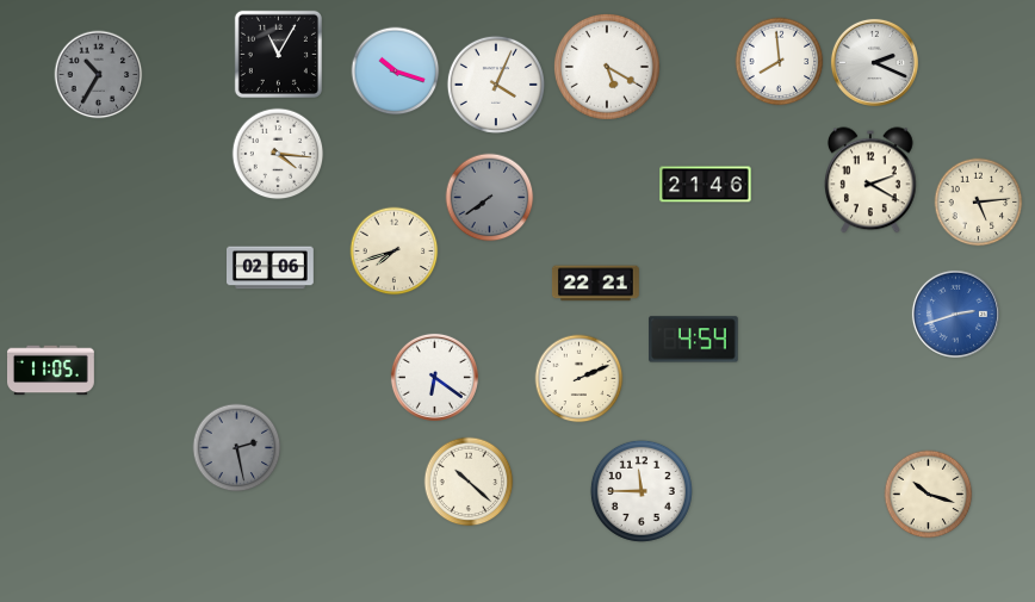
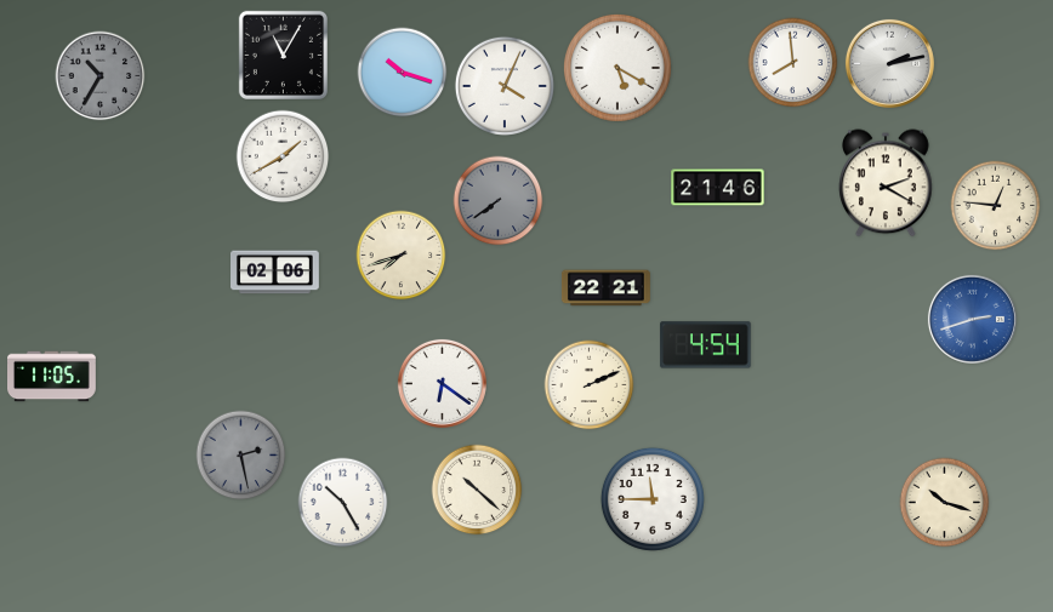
clock at (874, 62): 2:19 -> 2:13
clock at (278, 154): 4:16 -> 1:40
clock at (979, 203): 5:14 -> 12:46
clock at (343, 503): none -> 10:25
